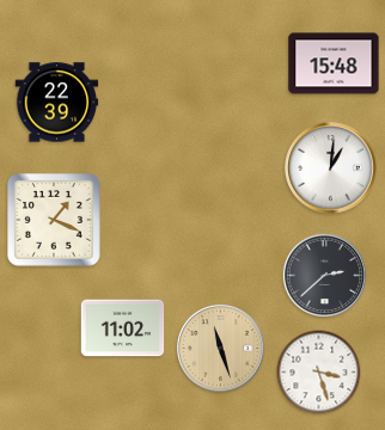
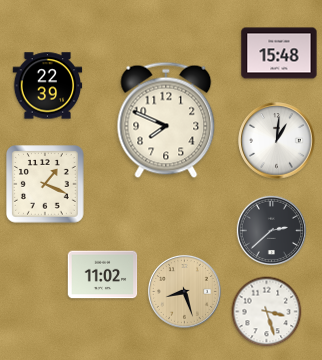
clock at (166, 120): none -> 7:49
clock at (220, 348): 11:27 -> 8:27
